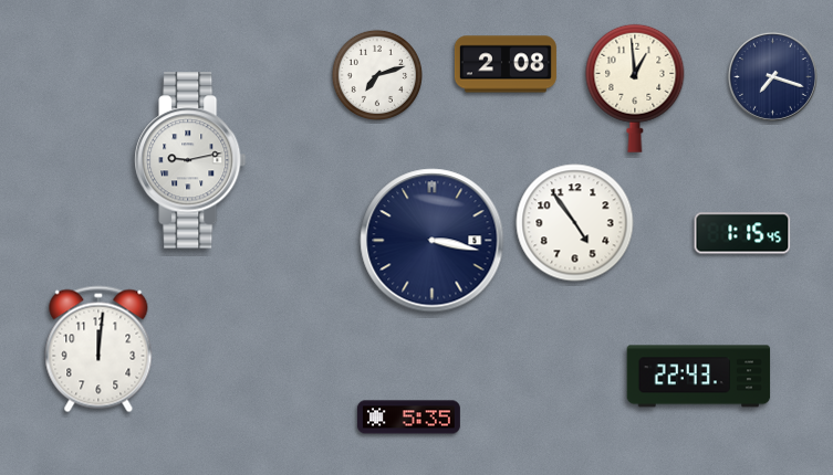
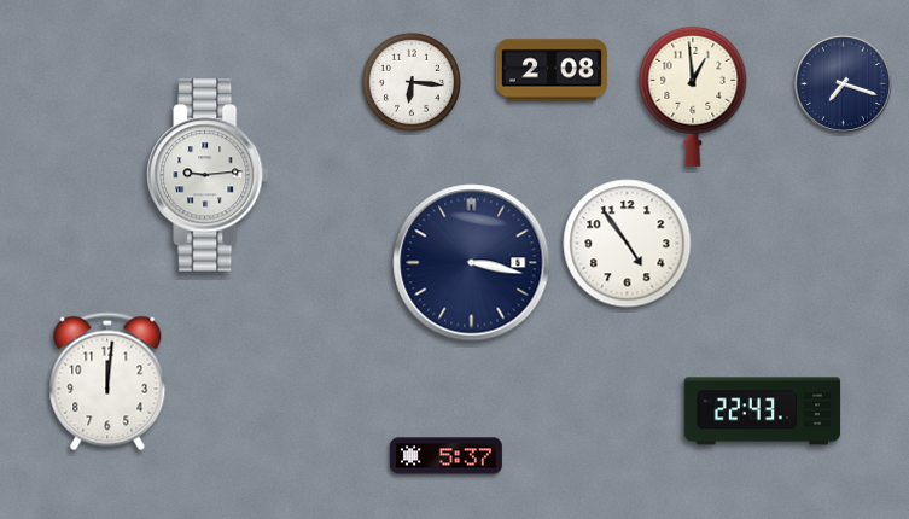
clock at (377, 75): 7:12 -> 6:16
clock at (190, 160): 9:13 -> 9:14
clock at (742, 233): 1:15 -> none
clock at (408, 418): 5:35 -> 5:37
